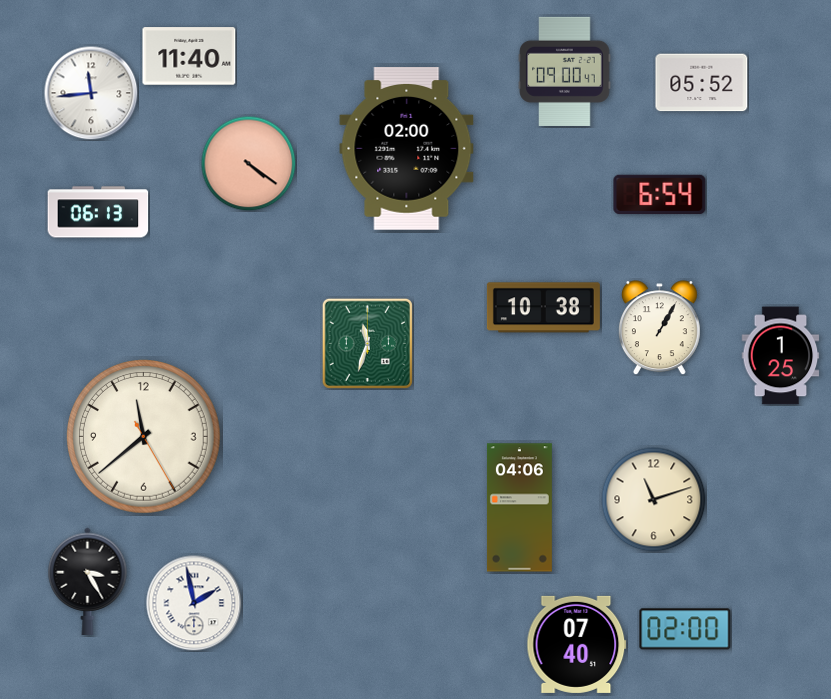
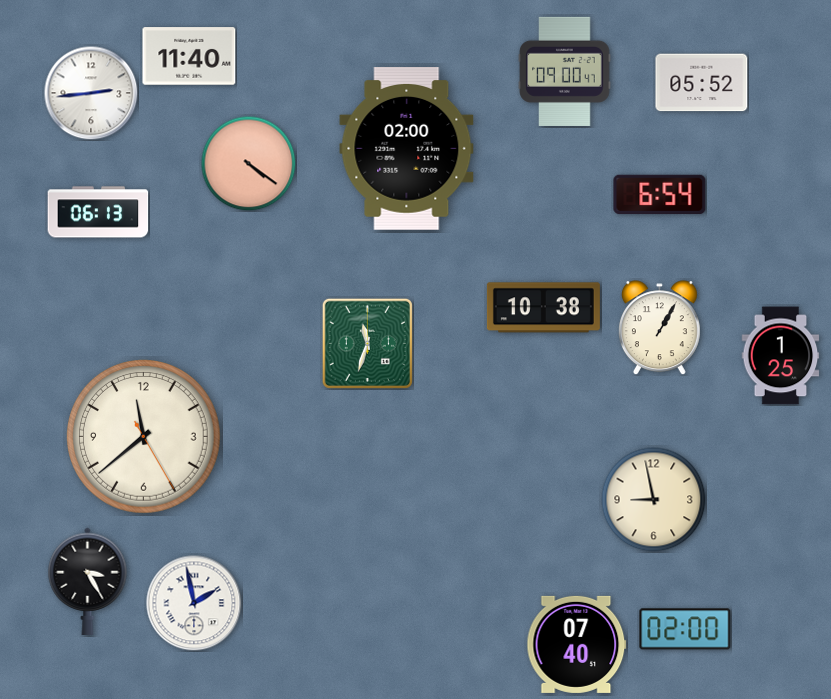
clock at (91, 93): 11:44 -> 2:44
clock at (654, 500): 11:12 -> 8:58
clock at (519, 508): 04:06 -> none
